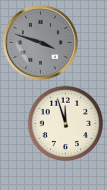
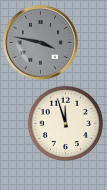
clock at (40, 42): 3:48 -> 3:47
